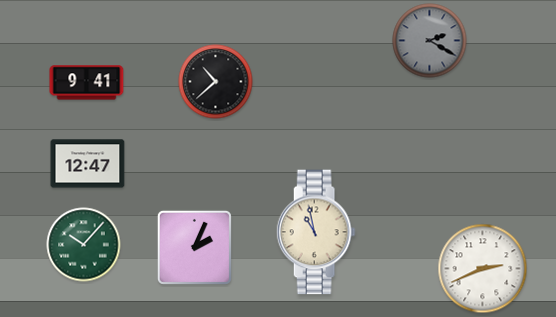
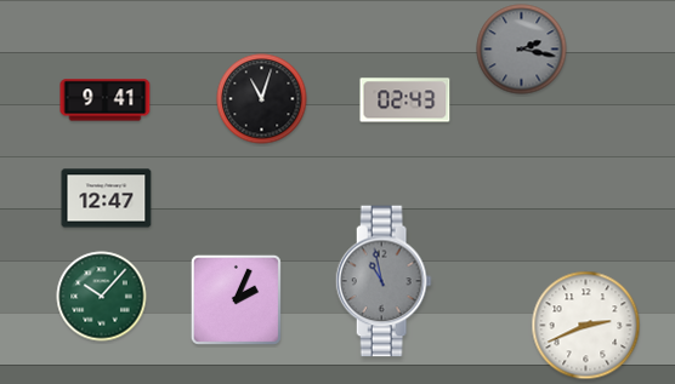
clock at (430, 41): 2:20 -> 2:17
clock at (216, 82): 10:38 -> 11:03
clock at (405, 101): none -> 02:43
clock at (316, 232) dial: cream -> grey
